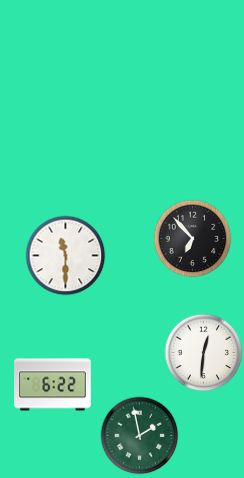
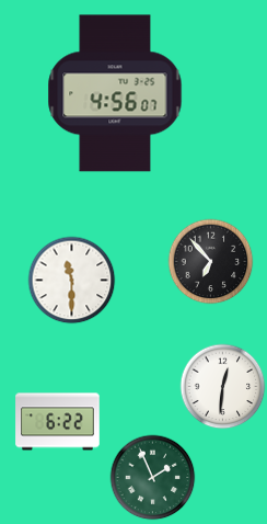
clock at (115, 93): none -> 4:56
clock at (139, 435): 1:58 -> 1:56
